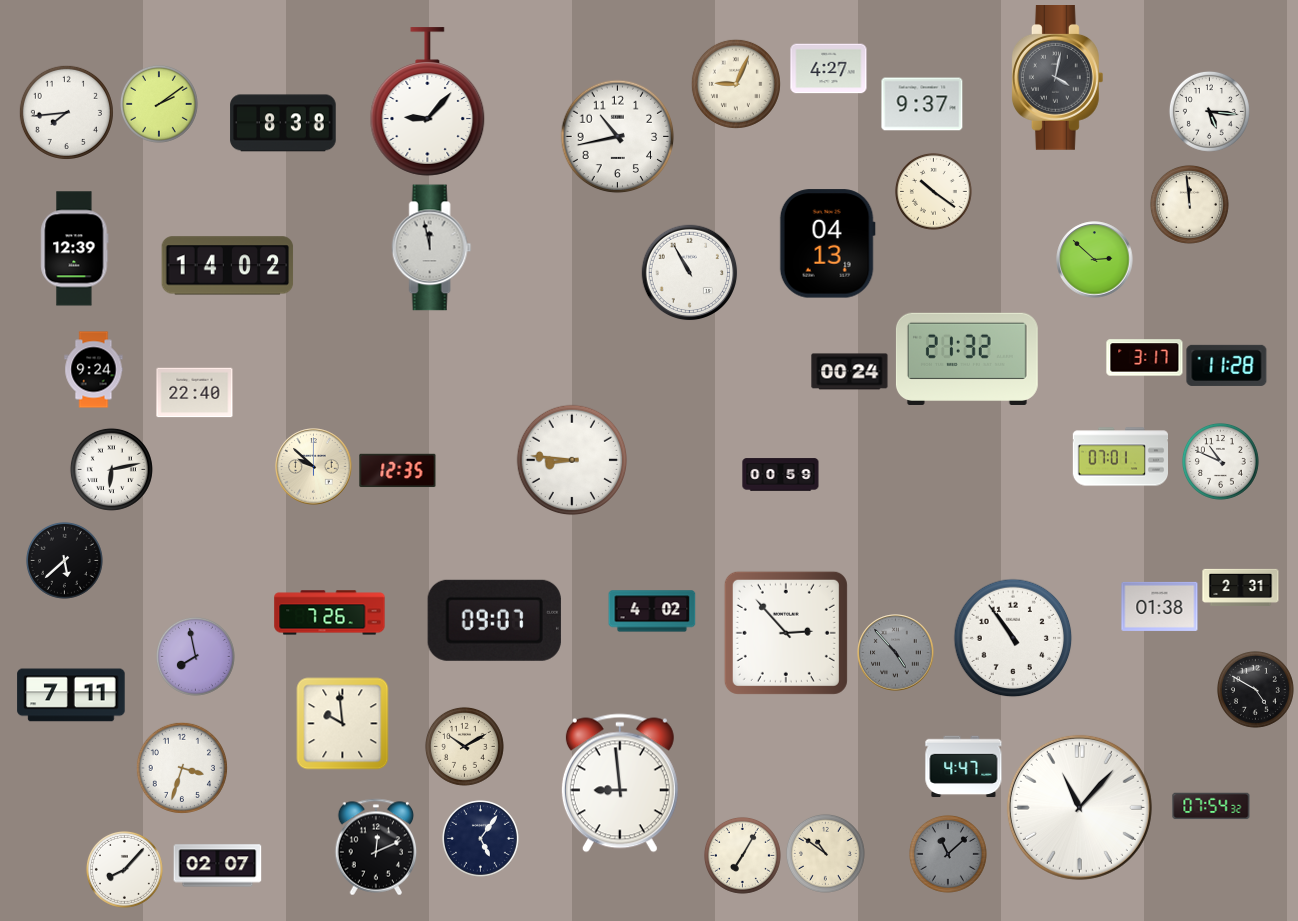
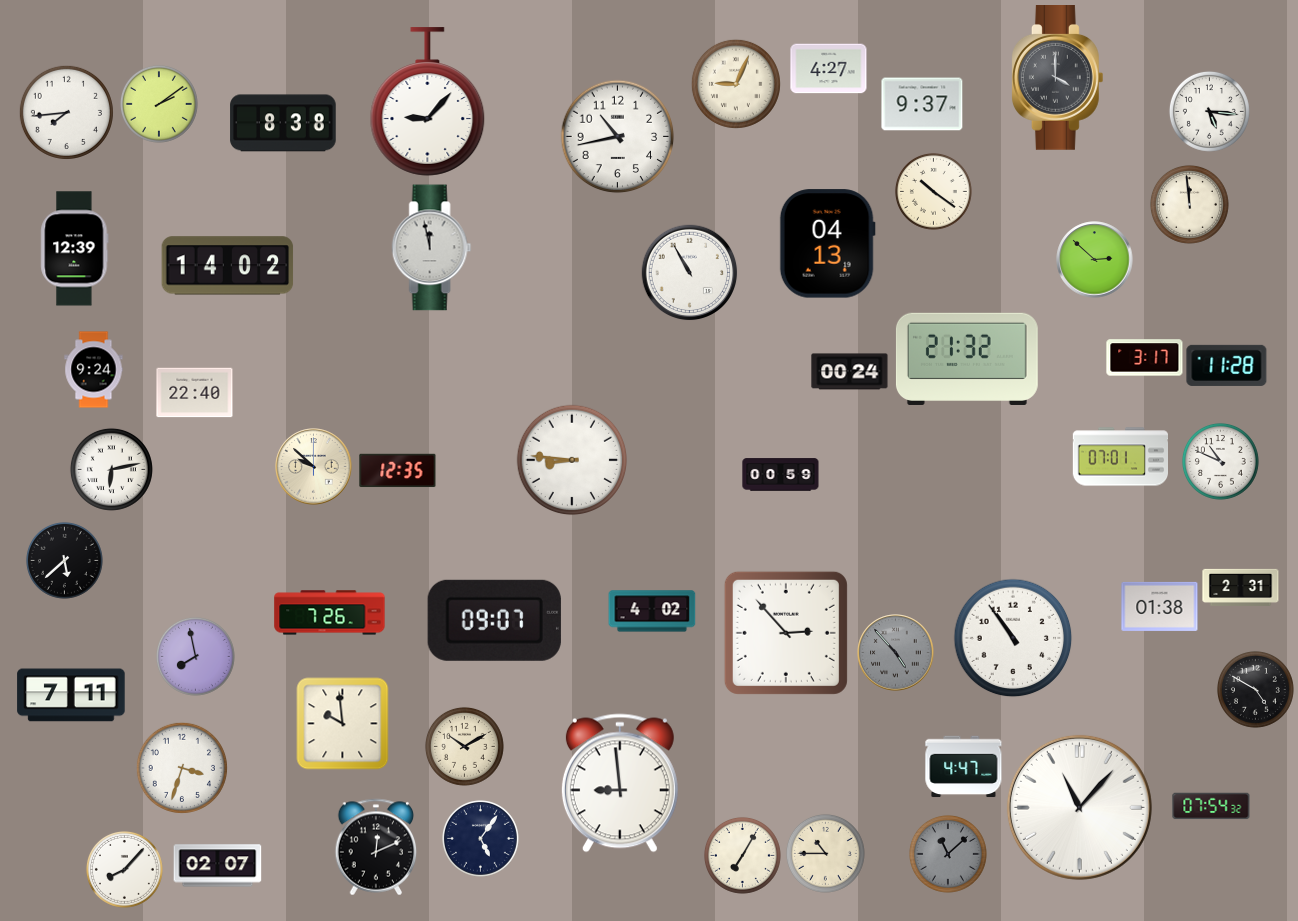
clock at (1057, 78): 4:02 -> 4:00
clock at (825, 853): 10:51 -> 10:45
